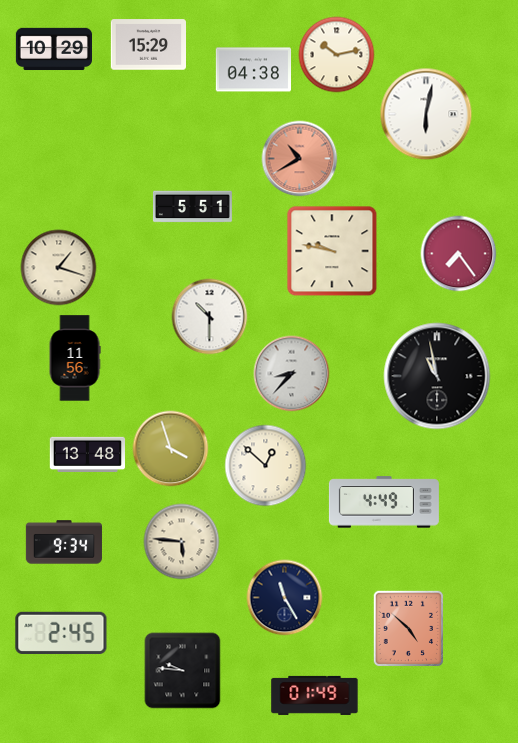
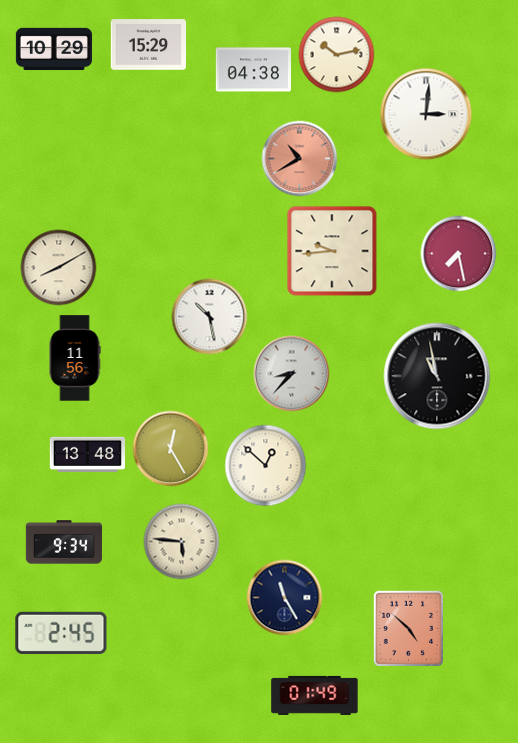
clock at (426, 114): 6:02 -> 3:01
clock at (192, 207): 5:51 -> none
clock at (332, 251): 9:47 -> 9:44
clock at (459, 254): 7:24 -> 7:28
clock at (59, 268): 1:18 -> 8:10
clock at (210, 317): 10:30 -> 10:28
clock at (171, 449): 3:57 -> 12:25
clock at (384, 502): 4:49 -> none
clock at (183, 671): 9:46 -> none
